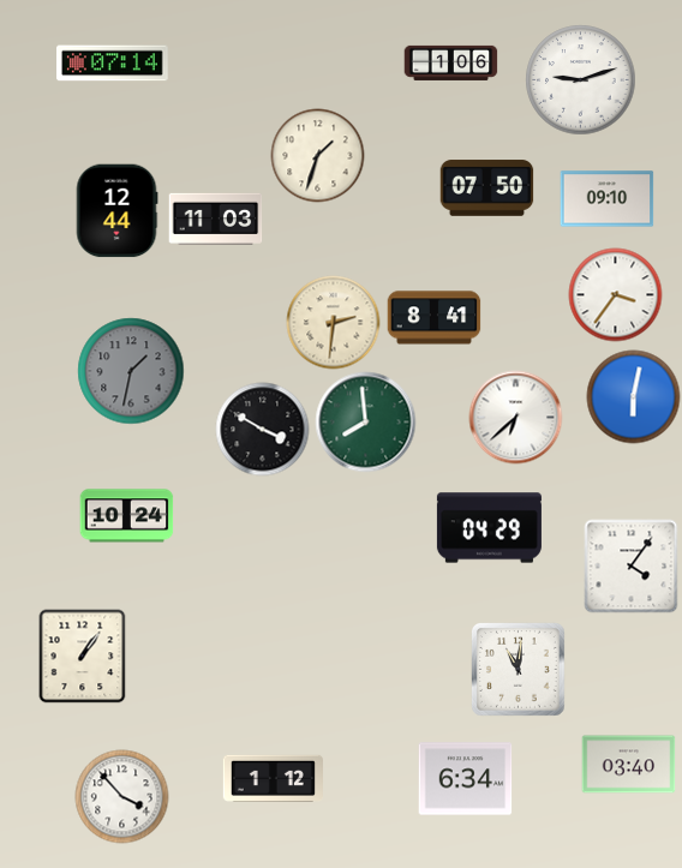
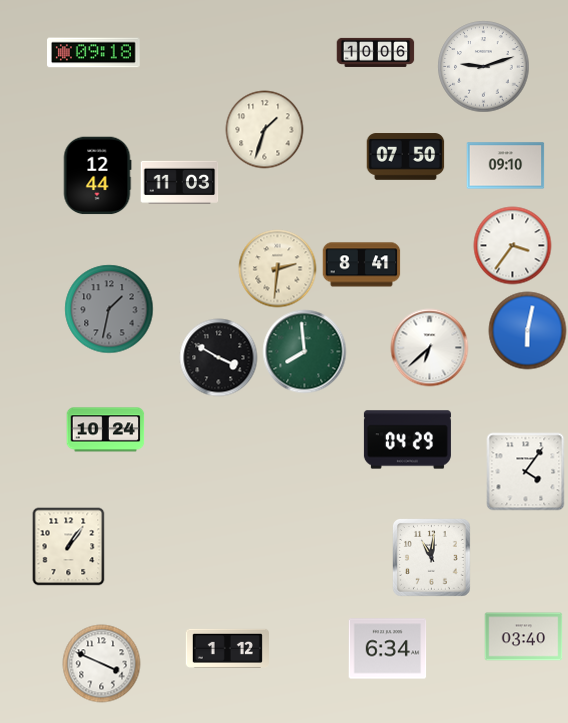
clock at (450, 62): 1:06 -> 10:06
clock at (113, 64): 07:14 -> 09:18
clock at (121, 796): 3:53 -> 3:49
